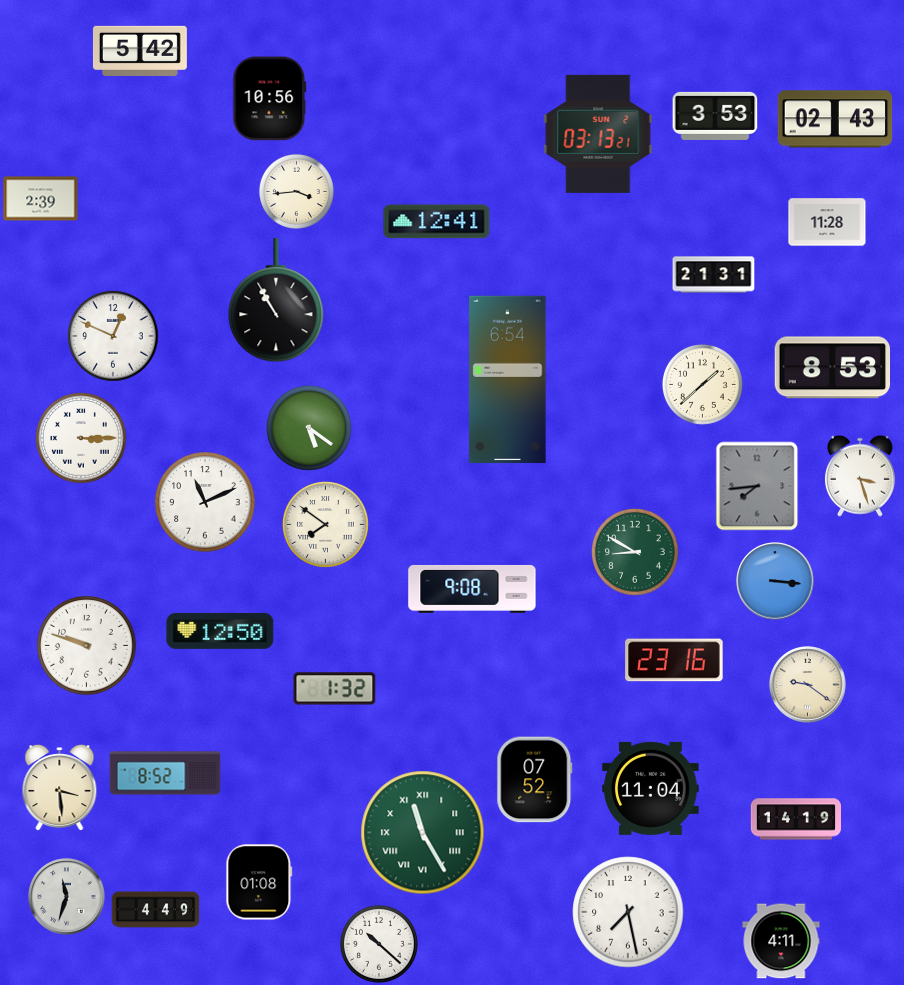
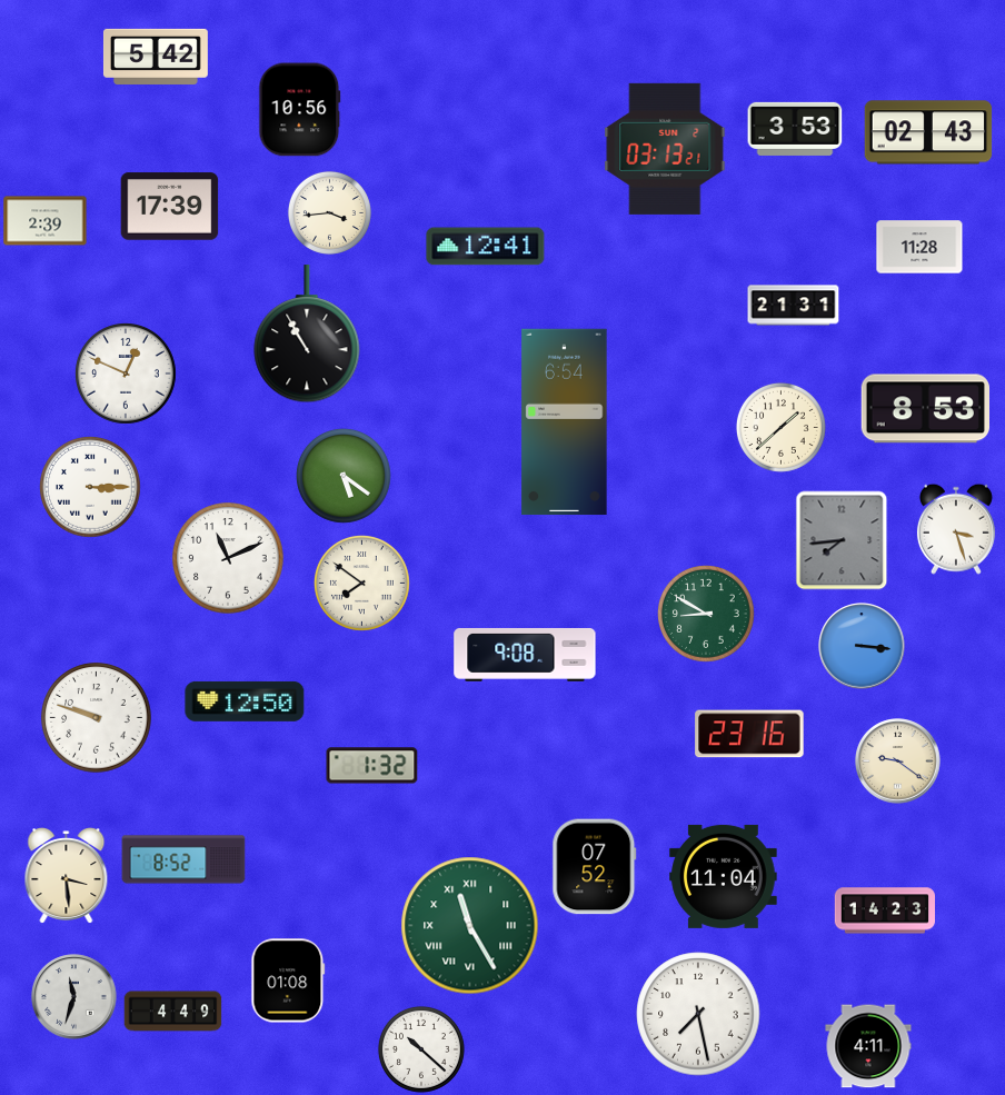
clock at (170, 207): none -> 17:39
clock at (795, 819): 14:19 -> 14:23
